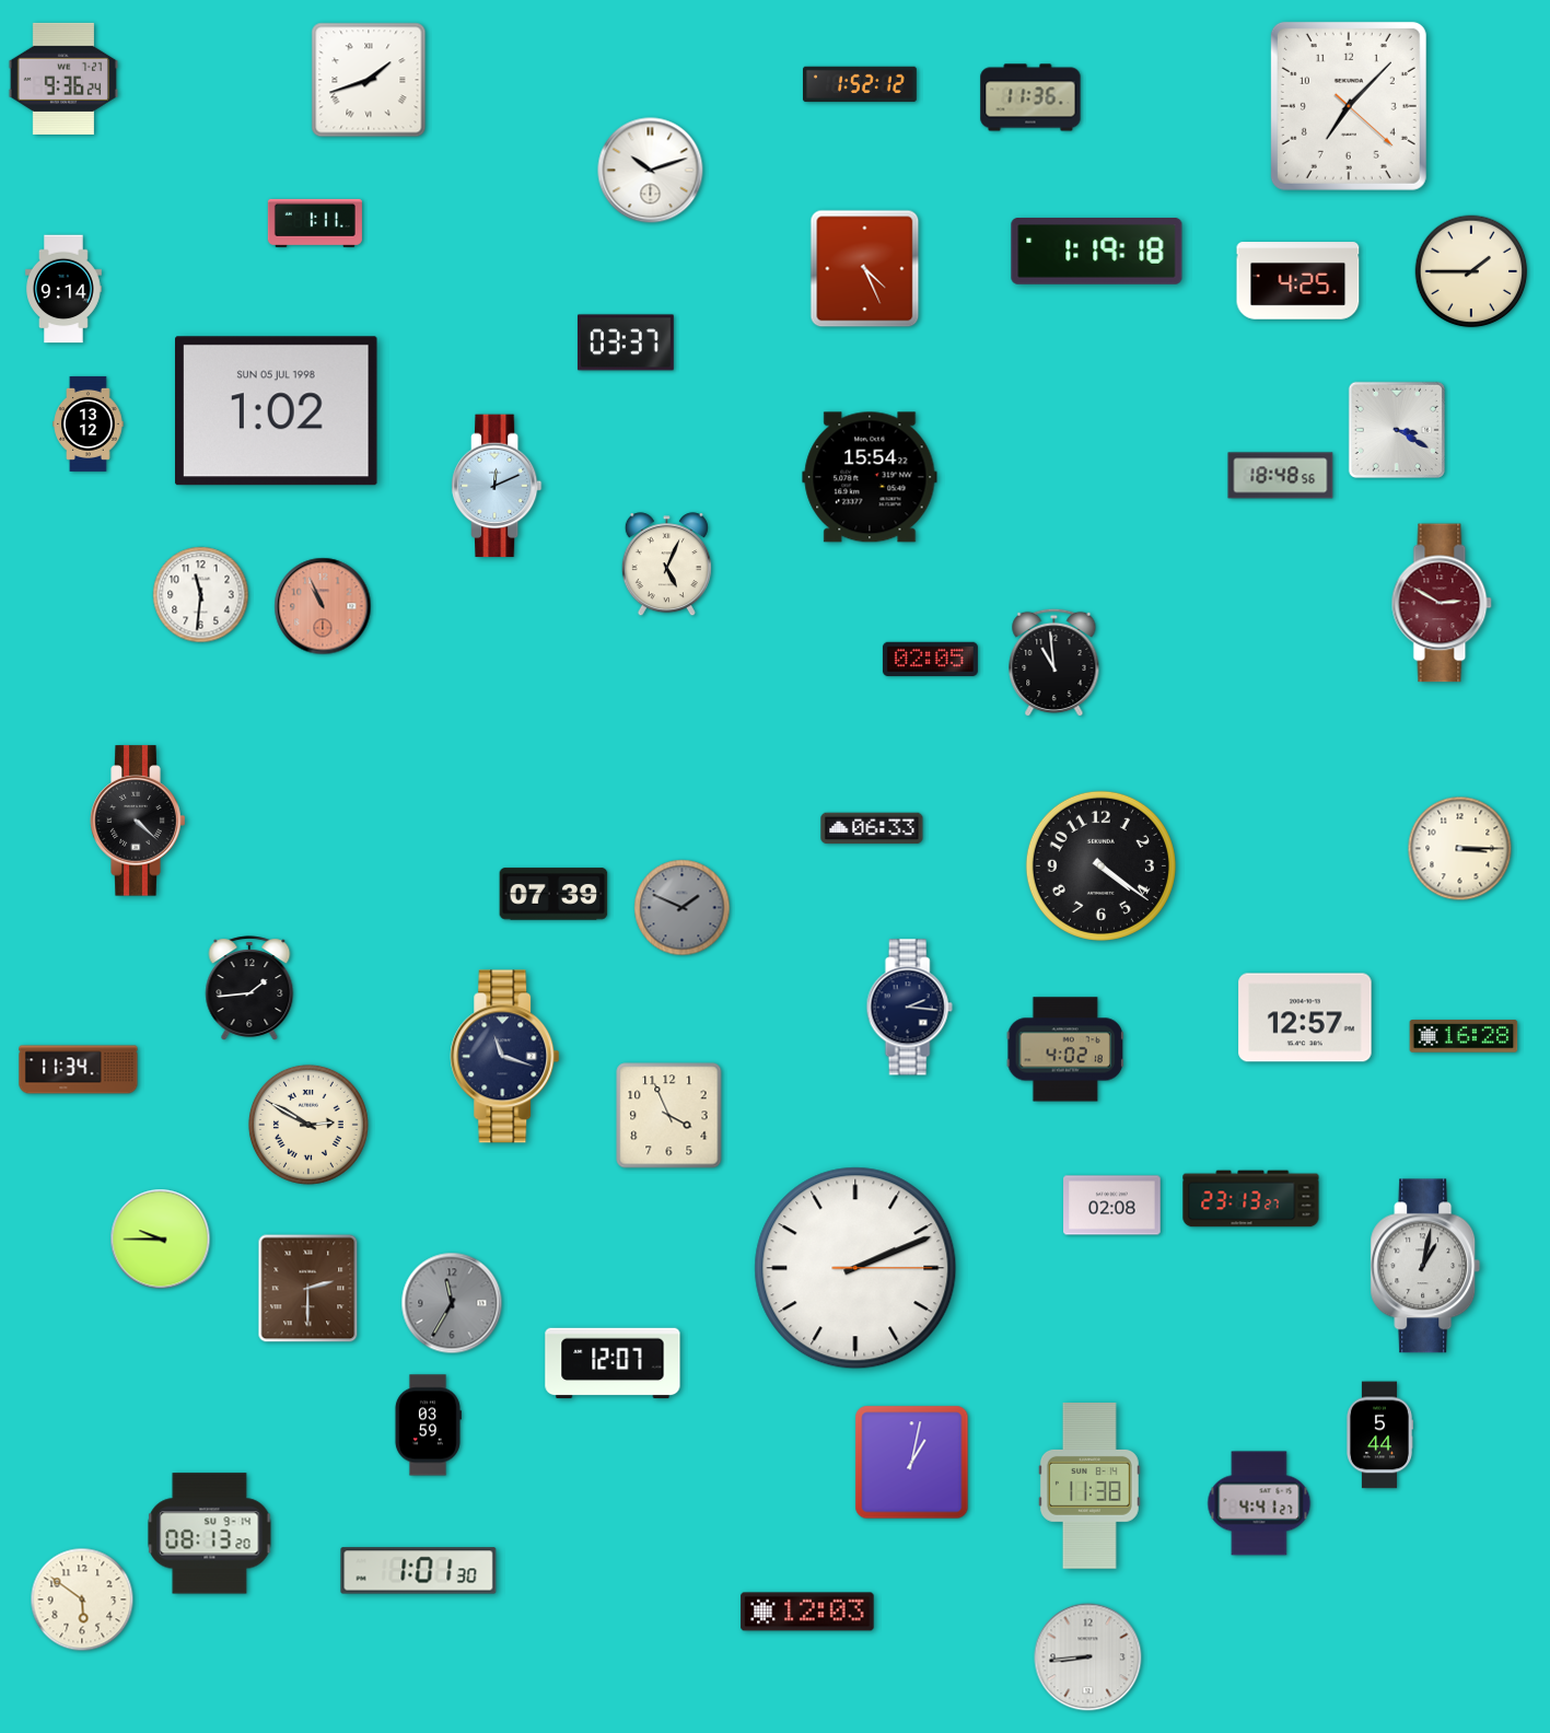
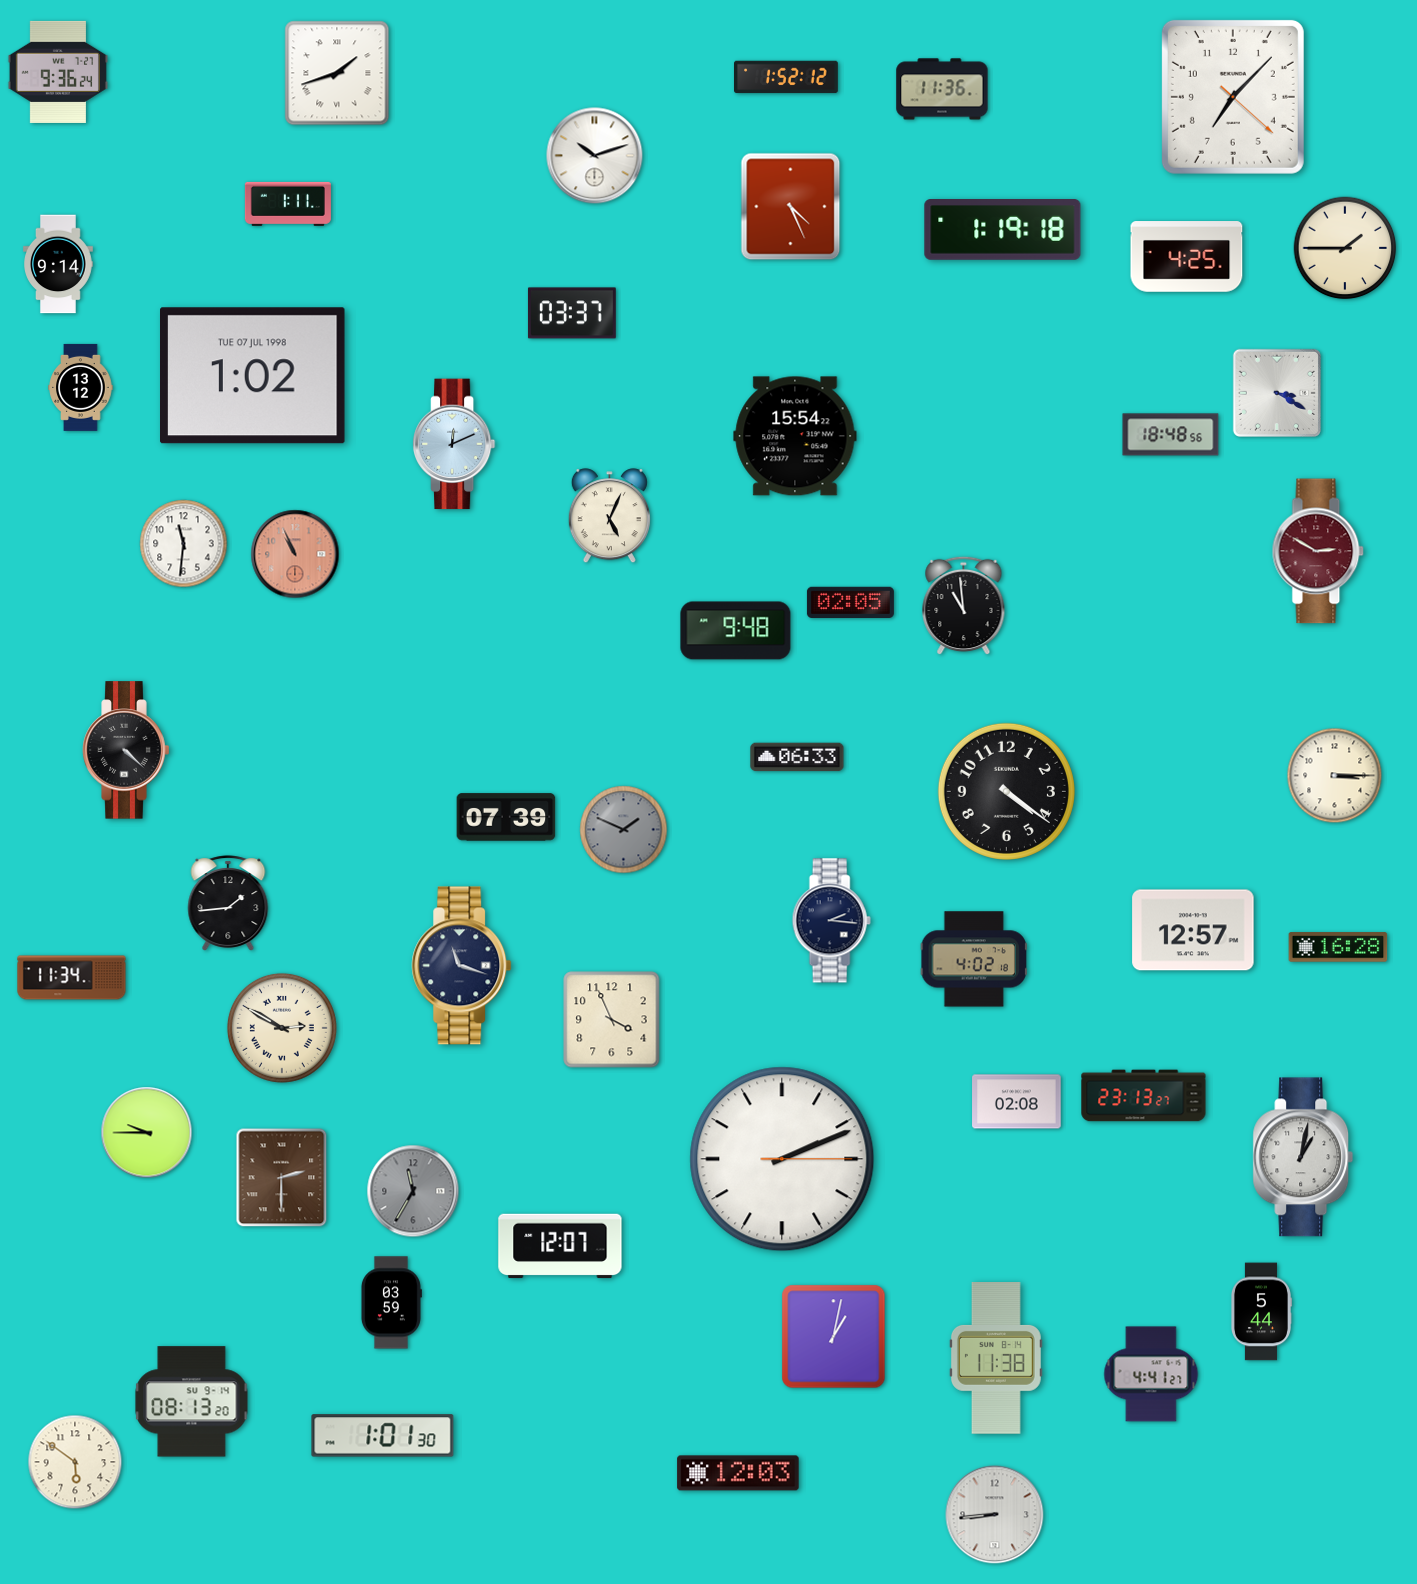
clock at (865, 269) position: (865, 269) -> (791, 207)
clock at (277, 411) date: SUN 05 JUL 1998 -> TUE 07 JUL 1998
clock at (736, 631): none -> 9:48
